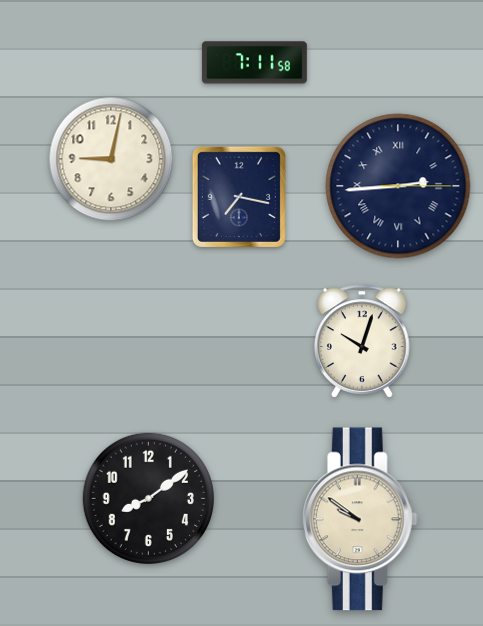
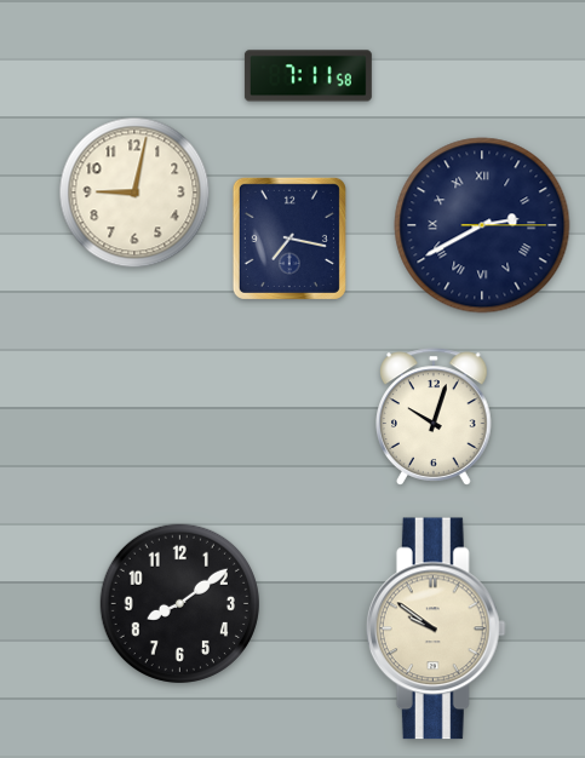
clock at (398, 186): 2:44 -> 2:40
clock at (363, 341) position: (363, 341) -> (435, 417)
